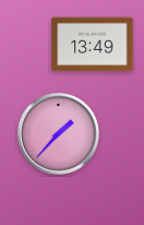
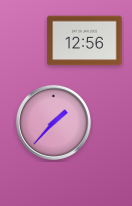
clock at (93, 45): 13:49 -> 12:56
